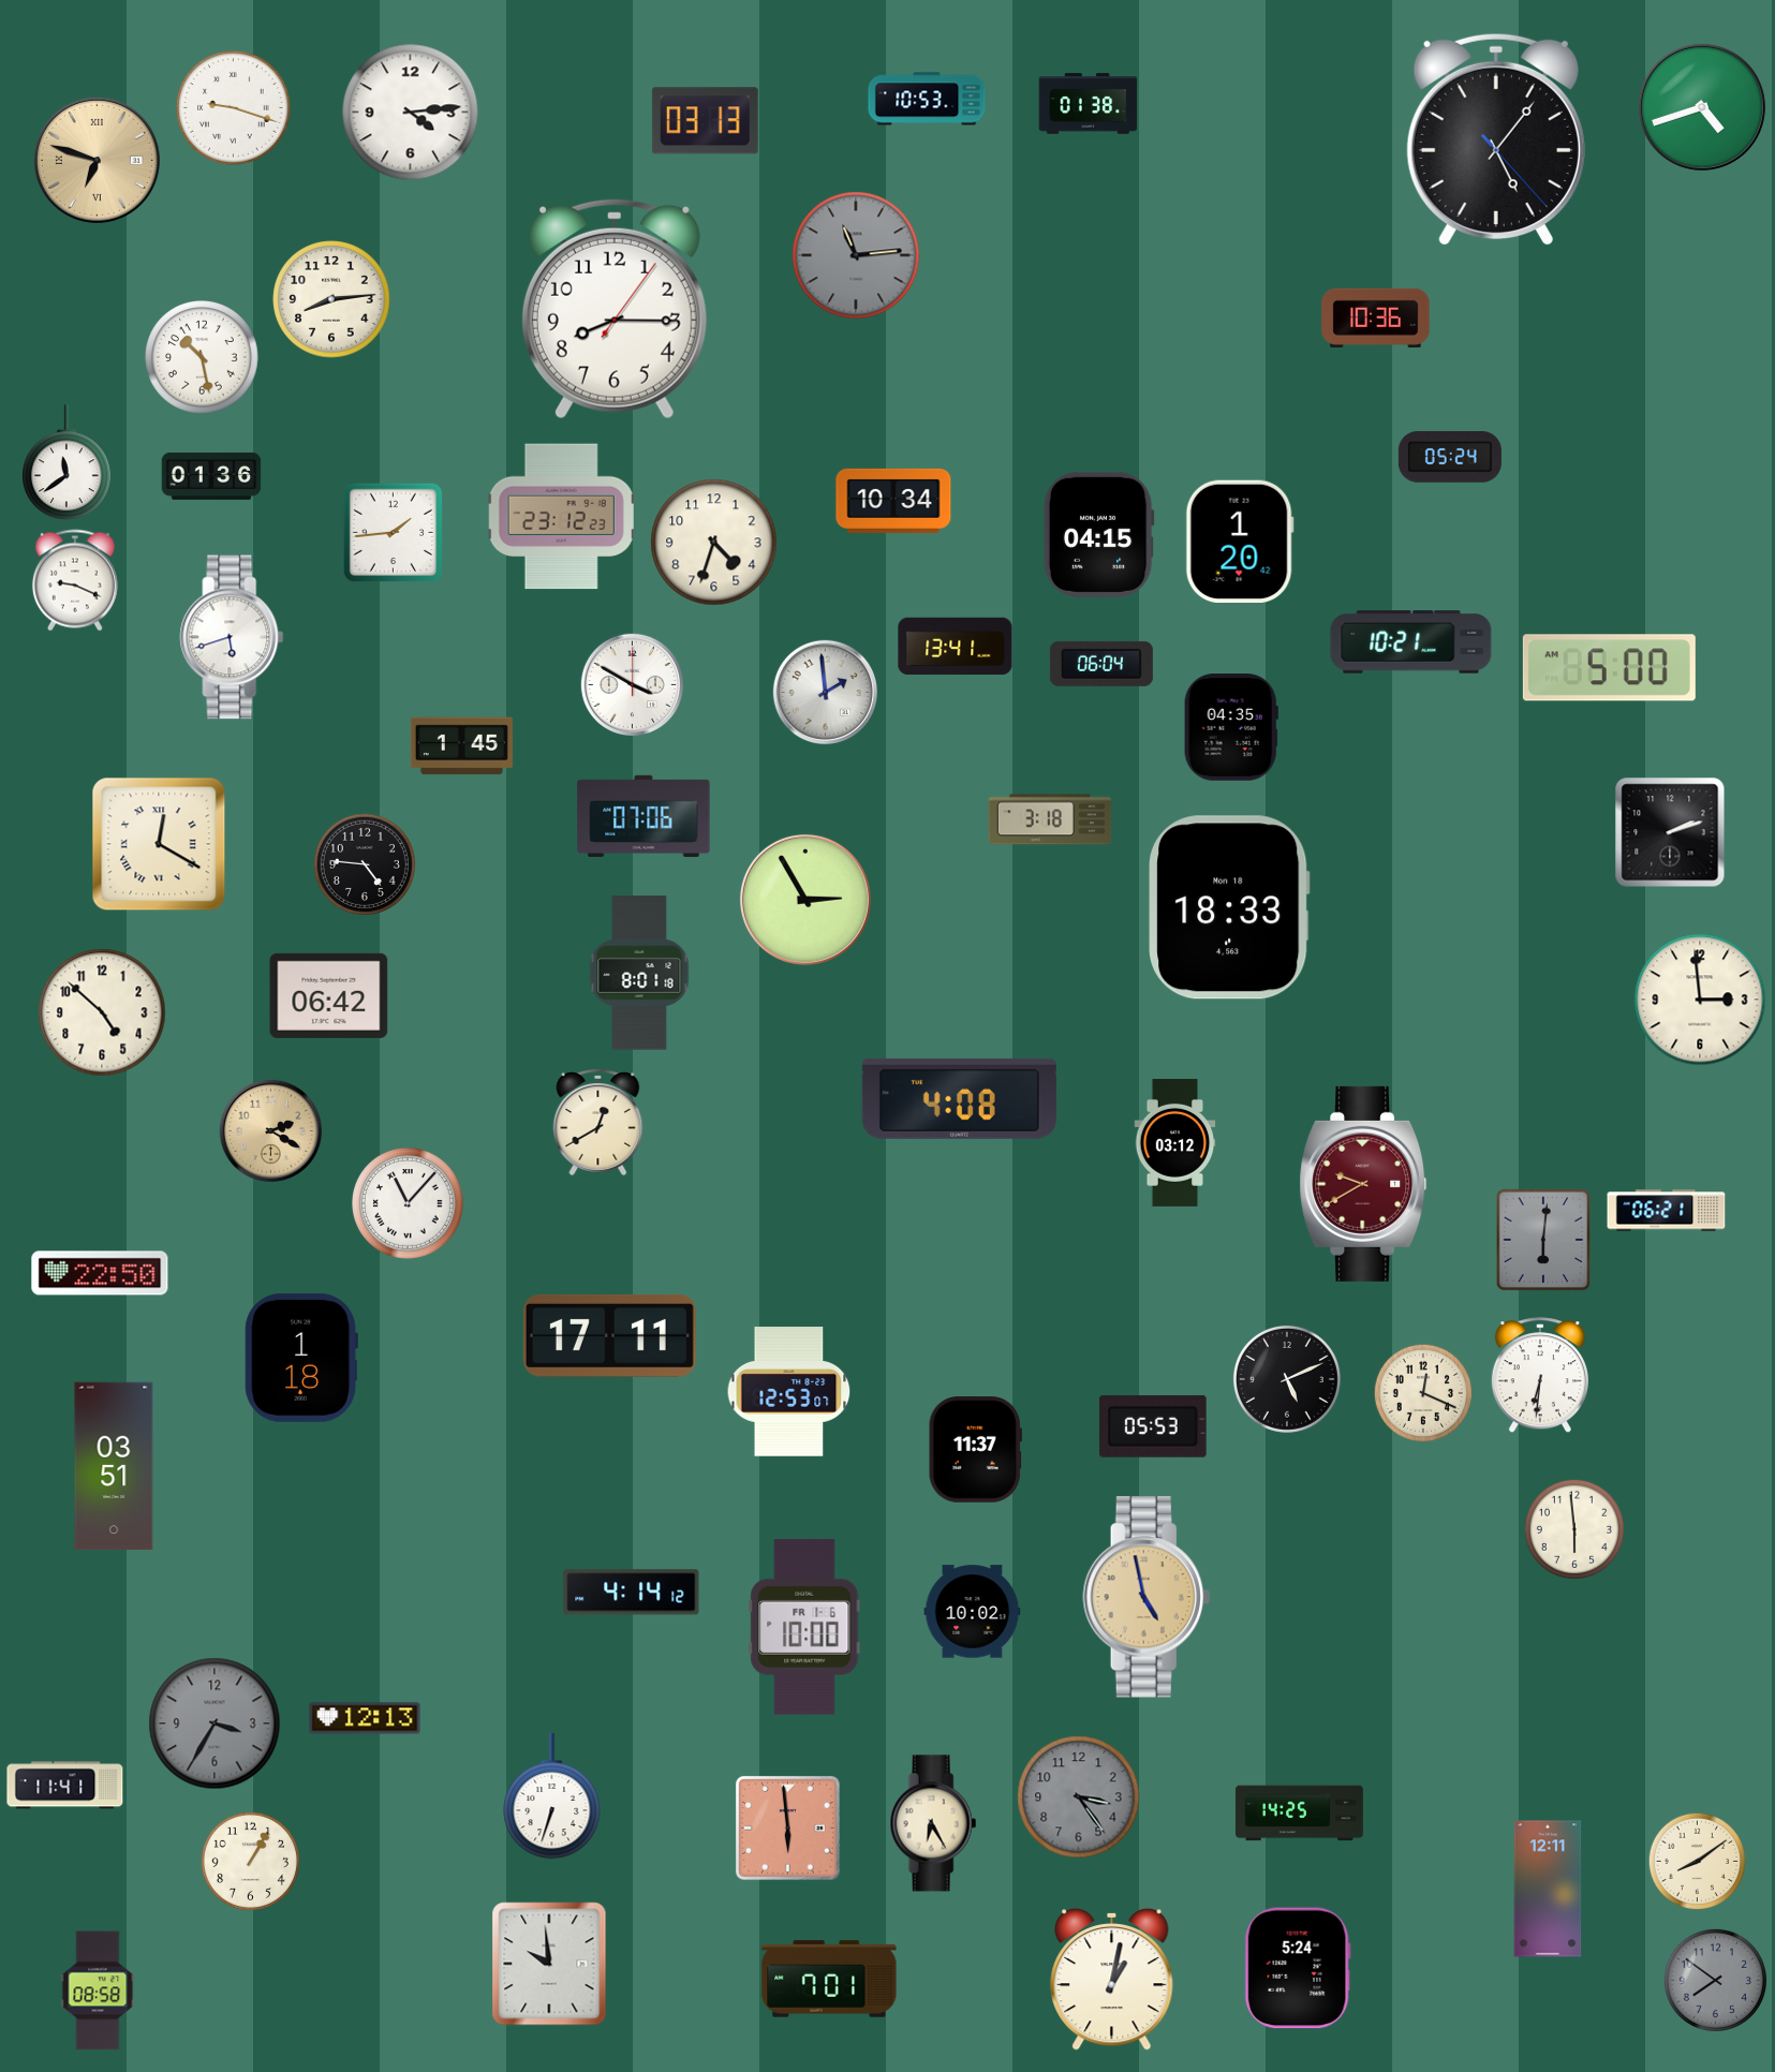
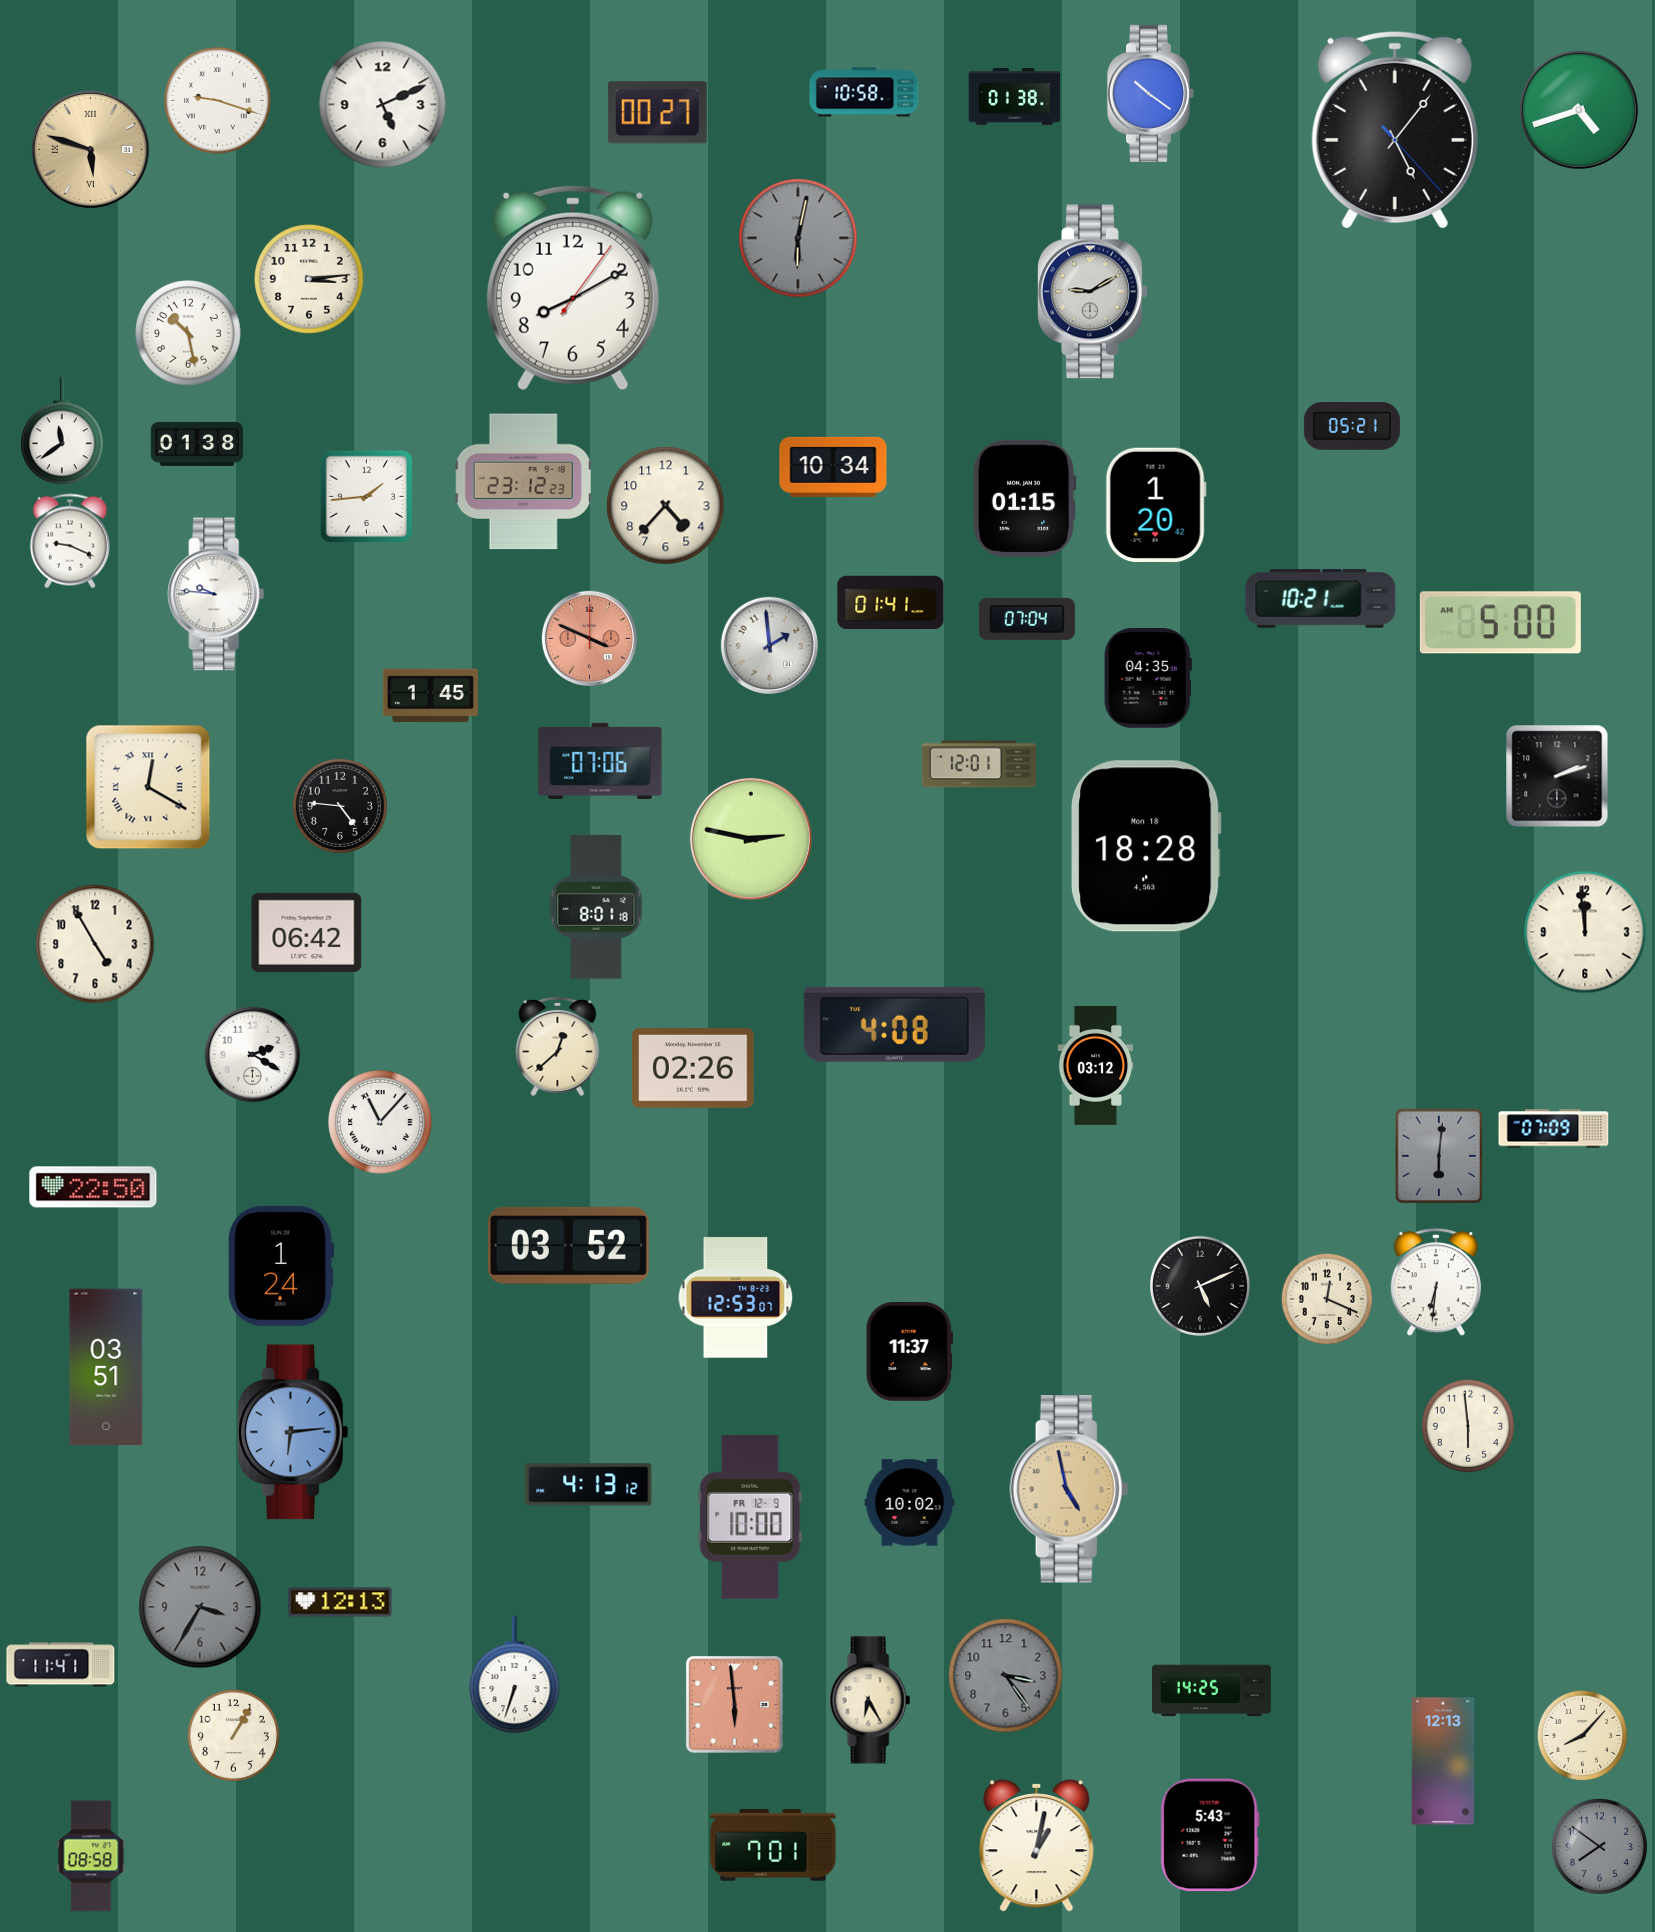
clock at (927, 99): 10:53 -> 10:58
clock at (1151, 93): none -> 10:21
clock at (1702, 107) position: (1702, 107) -> (1579, 110)
clock at (411, 113): 4:14 -> 5:11
clock at (705, 121): 03:13 -> 00:27
clock at (97, 160): 6:48 -> 5:48
clock at (856, 255): 11:14 -> 6:02
clock at (331, 299): 8:14 -> 3:14
clock at (615, 309): 8:15 -> 8:10
clock at (1093, 292): none -> 9:10
clock at (1376, 317): 10:36 -> none
clock at (1450, 458): 05:24 -> 05:21
clock at (211, 476): 01:36 -> 01:38
clock at (1098, 534): 04:15 -> 01:15
clock at (714, 543): 4:33 -> 4:37
clock at (232, 637): 5:42 -> 9:46
clock at (1411, 642) position: (1411, 642) -> (1321, 599)
clock at (956, 647): 13:41 -> 01:41
clock at (1101, 664): 06:04 -> 07:04
clock at (632, 684): 3:50 -> 3:49
clock at (632, 684) dial: white -> salmon
clock at (1050, 819): 3:18 -> 12:01
clock at (805, 900): 2:55 -> 2:47
clock at (1229, 907): 18:33 -> 18:28
clock at (329, 995) position: (329, 995) -> (307, 932)
clock at (1700, 1000): 2:59 -> 11:59
clock at (102, 1012): 4:52 -> 4:55
clock at (598, 1123): 12:40 -> 12:38
clock at (270, 1130) dial: champagne -> white
clock at (693, 1069): none -> 02:26
clock at (1363, 1184): 9:40 -> none
clock at (1667, 1211): 06:21 -> 07:09
clock at (609, 1335): 17:11 -> 03:52
clock at (301, 1358): 1:18 -> 1:24
clock at (1153, 1426): 05:53 -> none
clock at (293, 1432): none -> 6:14
clock at (632, 1593): 4:14 -> 4:13
clock at (973, 1612) position: (973, 1612) -> (910, 1503)
clock at (804, 1627) date: FR 1-6 -> FR 12-9
clock at (1697, 1861): 8:09 -> 8:07
clock at (1548, 1889): 12:11 -> 12:13
clock at (549, 1964): 9:59 -> none
clock at (1298, 1968): 5:24 -> 5:43
